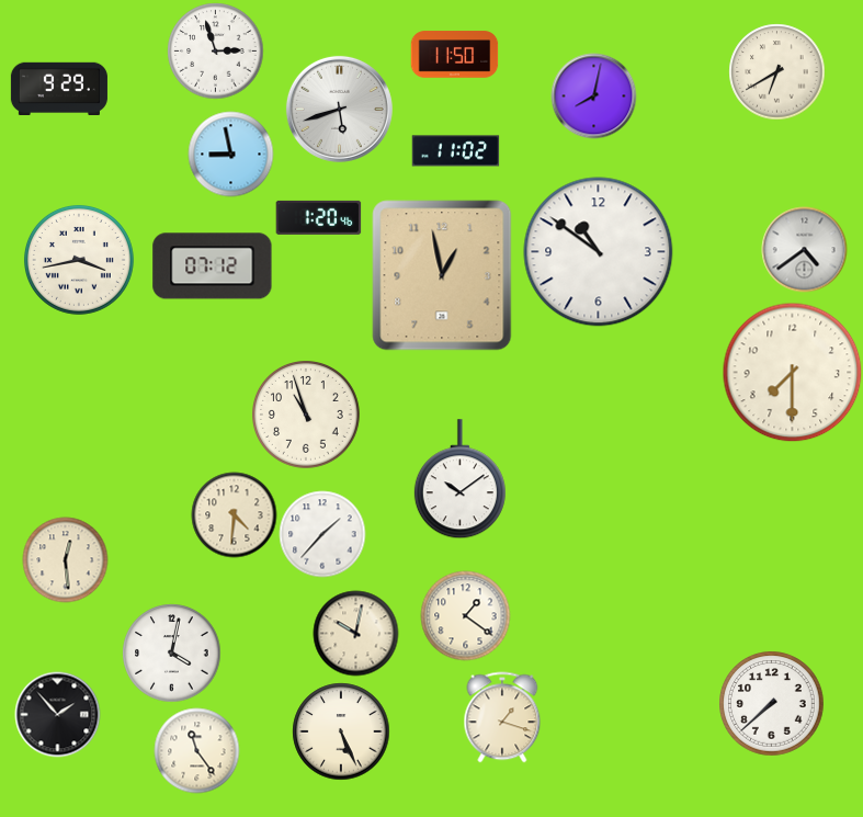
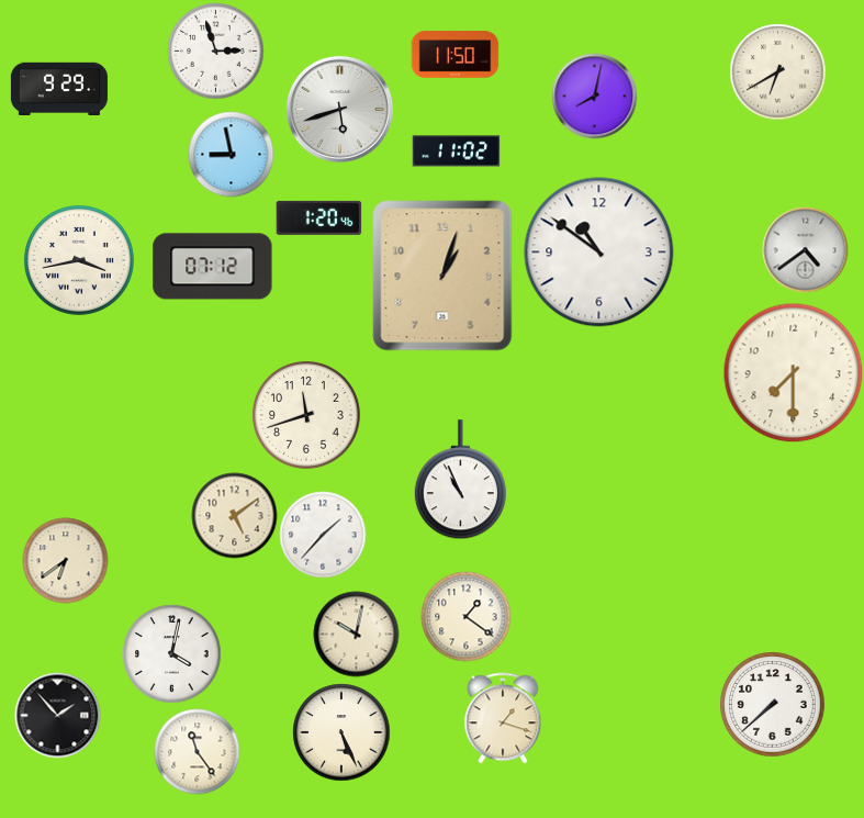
clock at (442, 275): 12:58 -> 1:03
clock at (307, 416): 10:57 -> 11:42
clock at (459, 479): 10:09 -> 10:56
clock at (234, 514): 4:31 -> 5:09
clock at (65, 559): 12:29 -> 6:39
